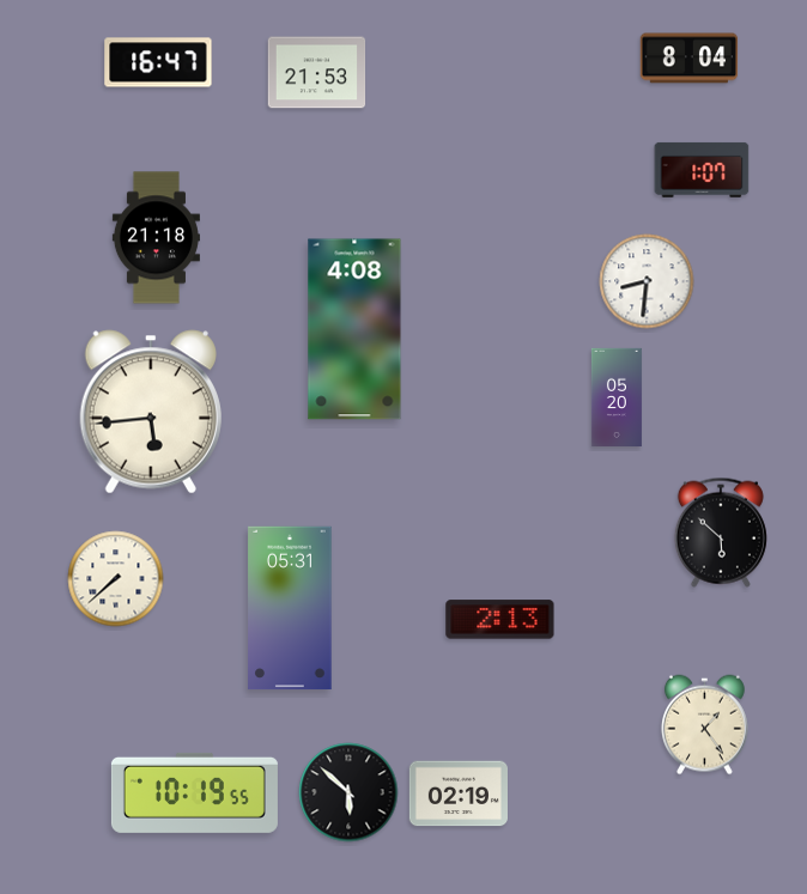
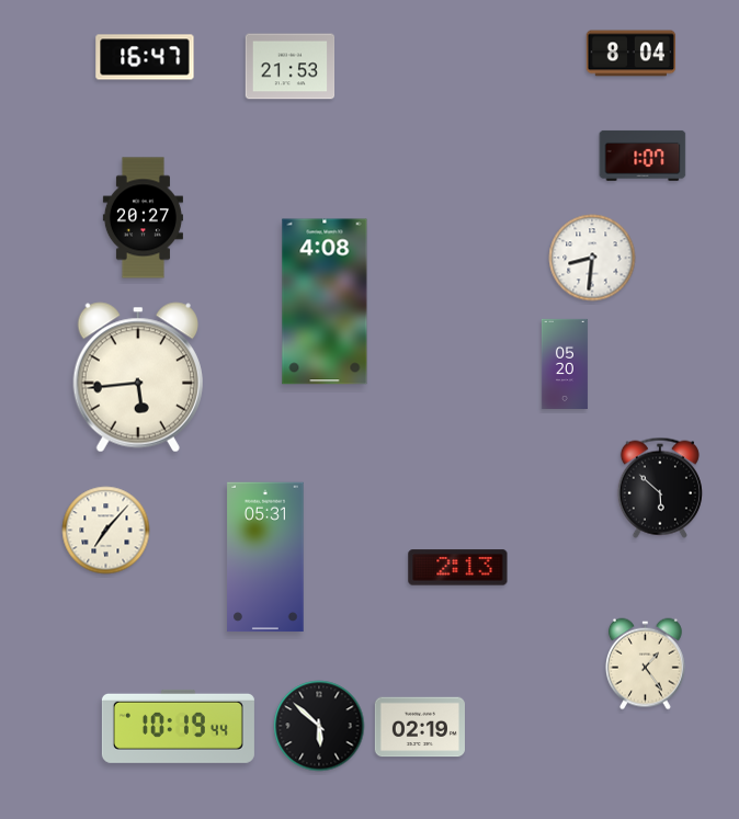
clock at (156, 238): 21:18 -> 20:27
clock at (116, 579): 7:38 -> 7:07
clock at (194, 792): 10:19:55 -> 10:19:44
